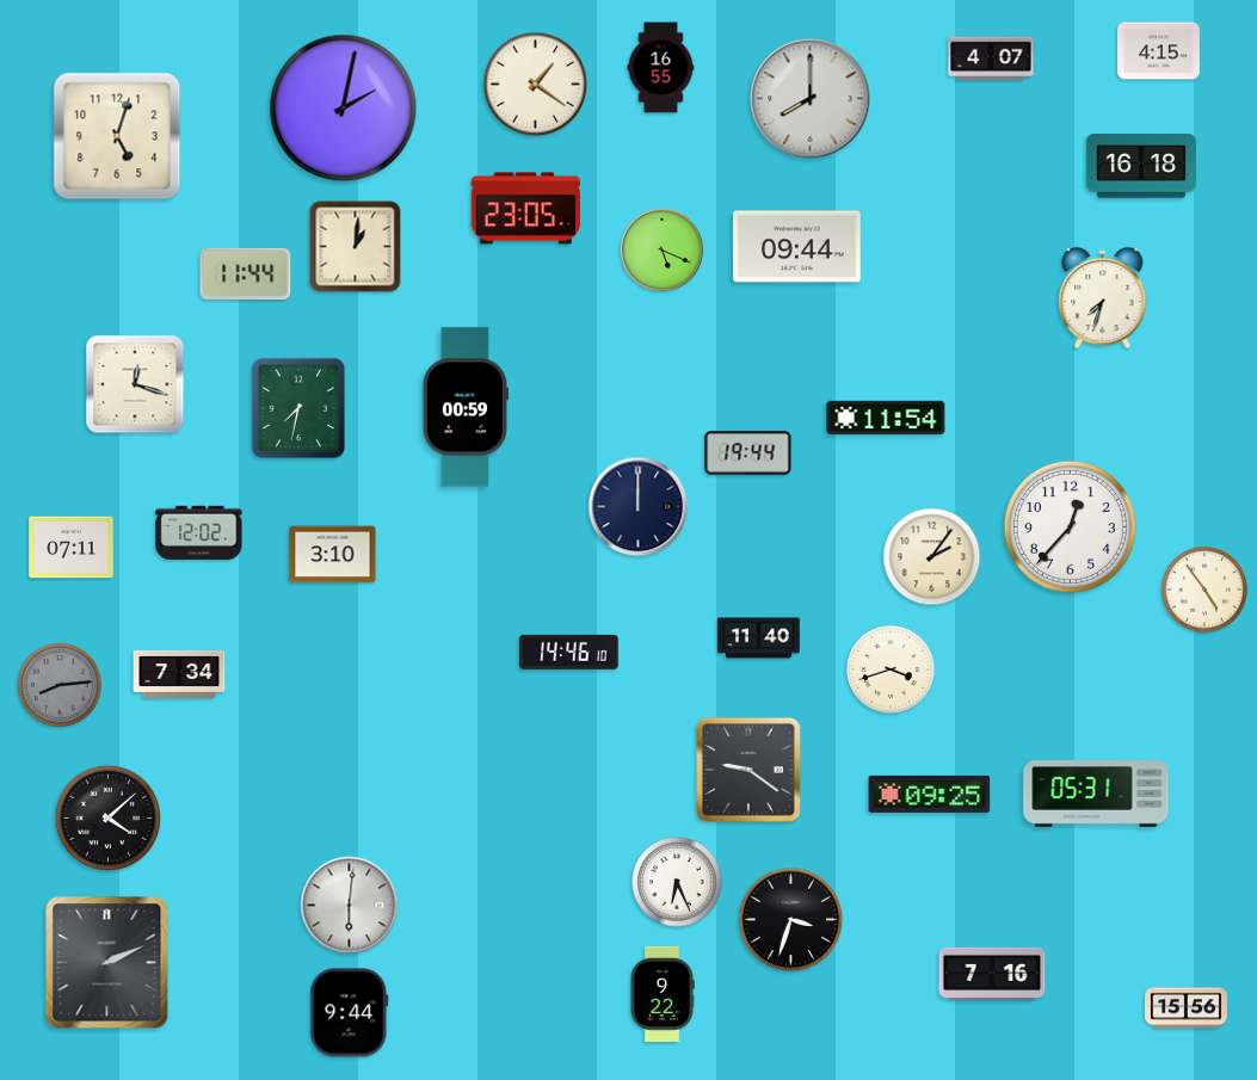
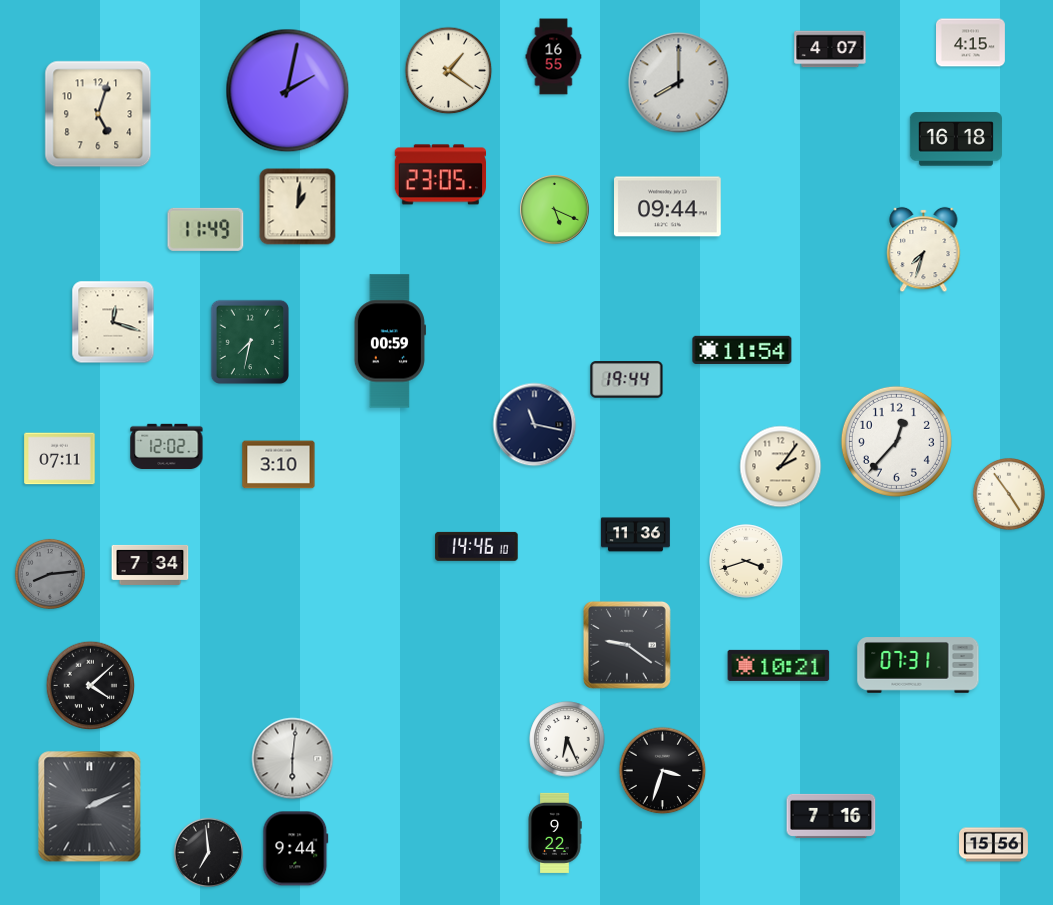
clock at (246, 273): 11:44 -> 11:49
clock at (639, 507): 12:00 -> 11:17
clock at (759, 638): 11:40 -> 11:36
clock at (930, 794): 09:25 -> 10:21
clock at (1096, 794): 05:31 -> 07:31
clock at (350, 1013) position: (350, 1013) -> (296, 849)
clock at (208, 852): none -> 6:59
